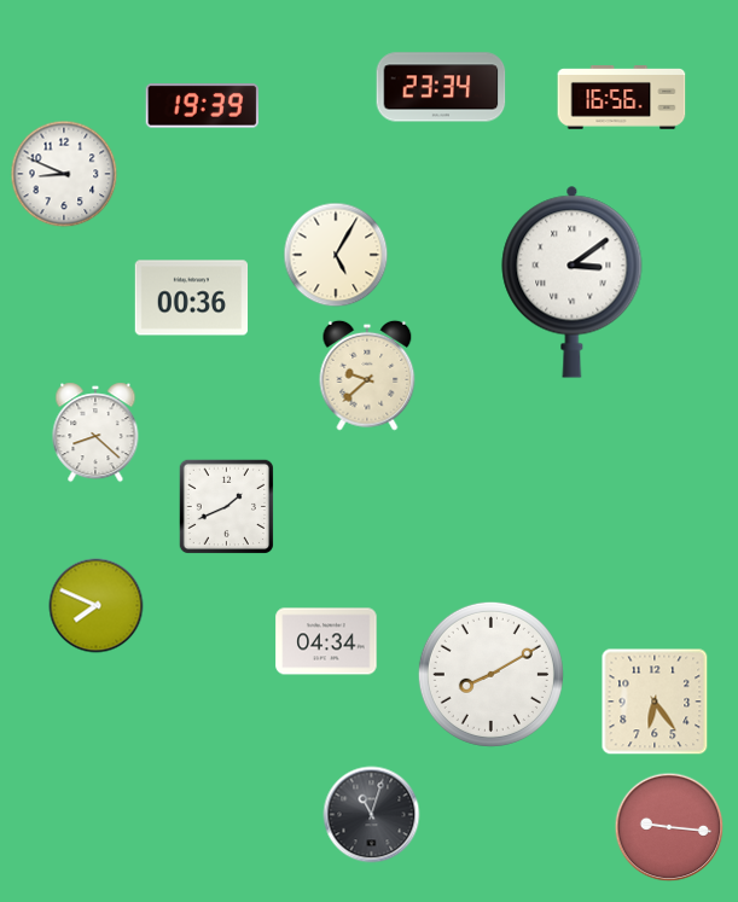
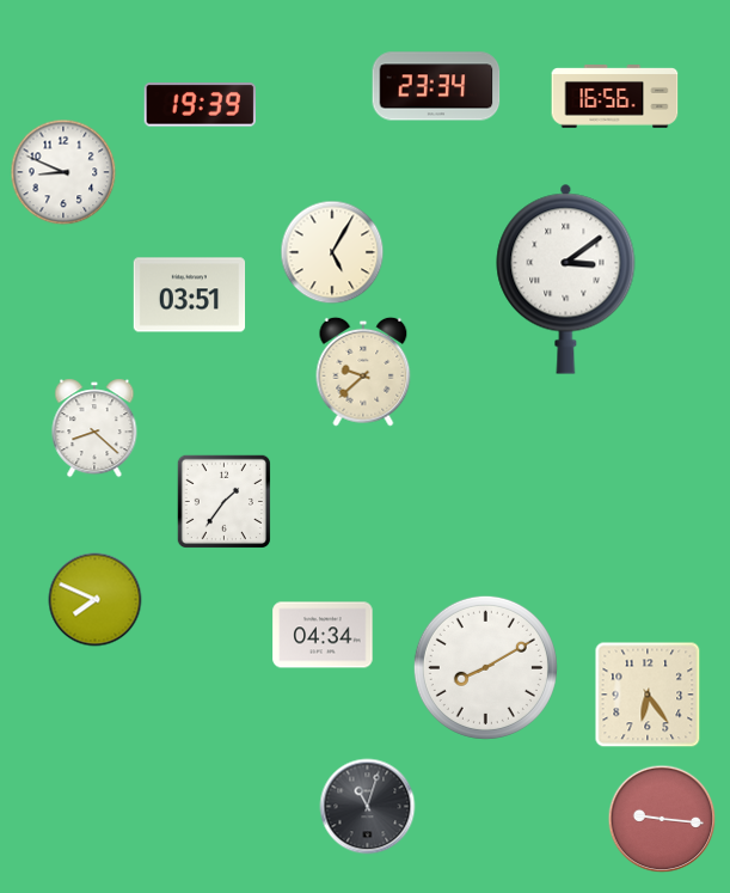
clock at (192, 298): 00:36 -> 03:51
clock at (226, 506): 1:41 -> 1:36
